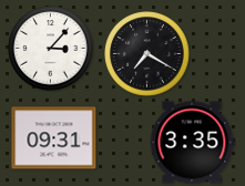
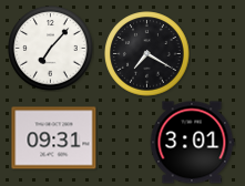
clock at (51, 49): 3:07 -> 7:07
clock at (192, 143): 3:35 -> 3:01
